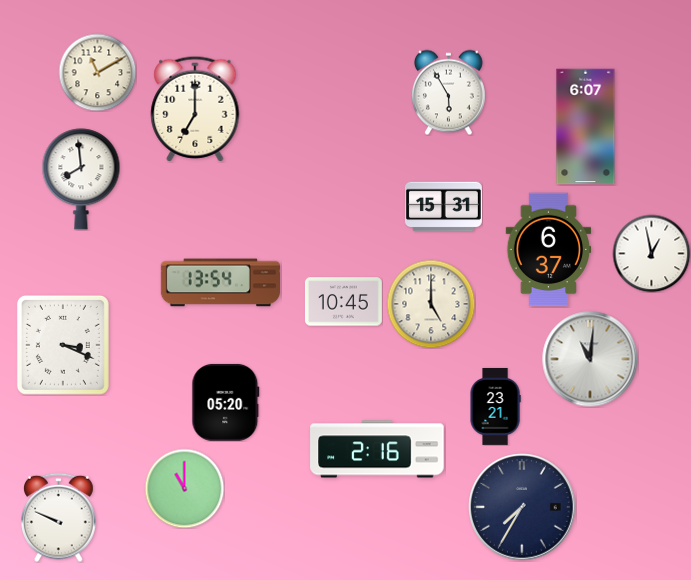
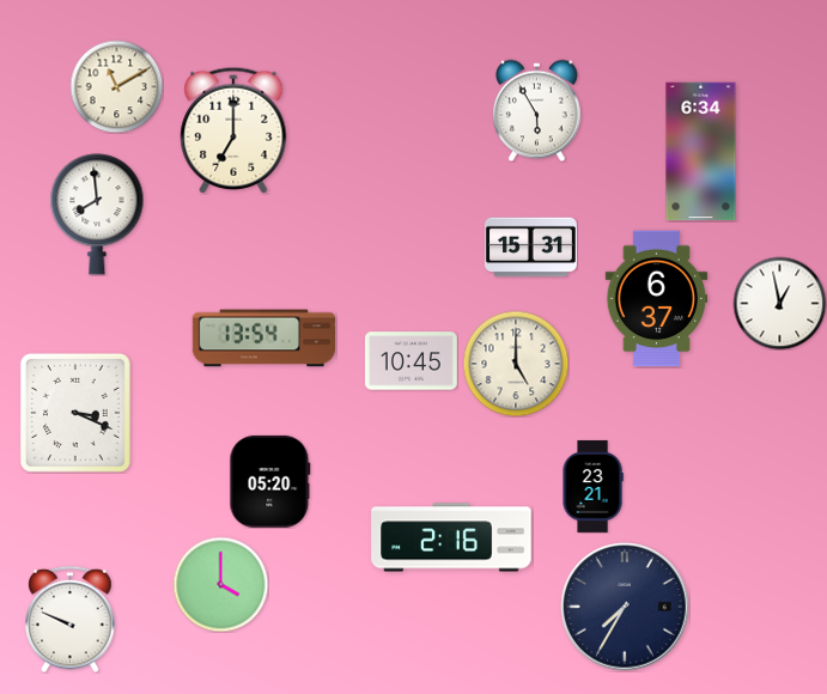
clock at (586, 127): 6:07 -> 6:34
clock at (590, 359): 11:01 -> none
clock at (184, 488): 11:00 -> 4:00
